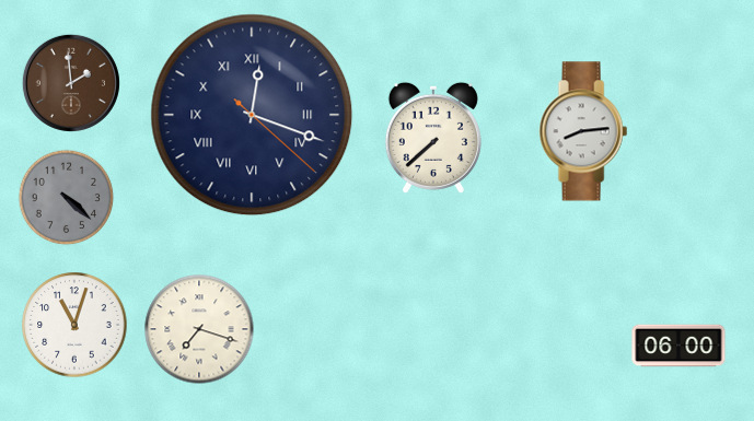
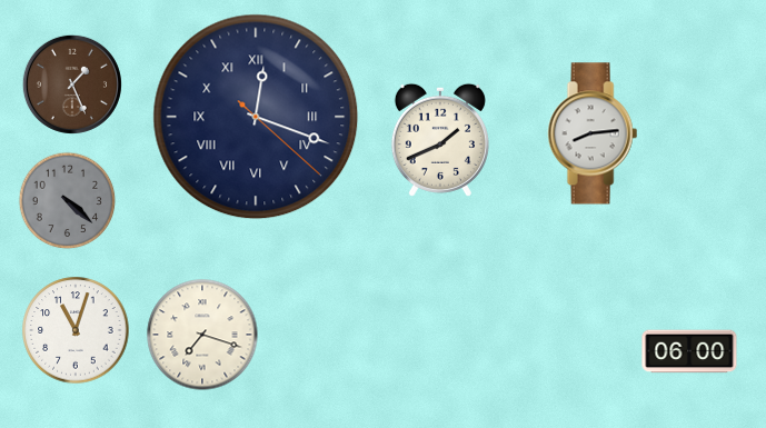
clock at (71, 83): 1:59 -> 1:26
clock at (433, 138): 7:38 -> 1:41
